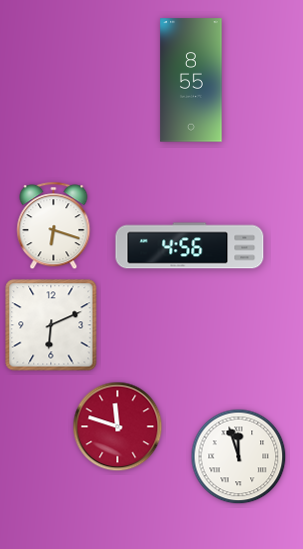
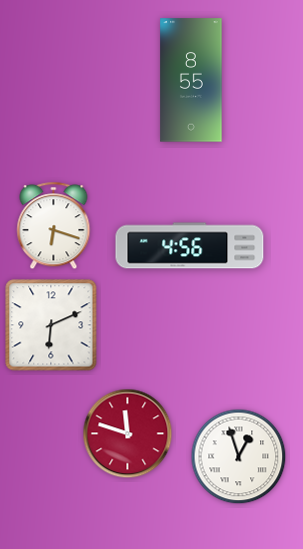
clock at (118, 427) position: (118, 427) -> (128, 434)
clock at (239, 457): 11:57 -> 12:57
